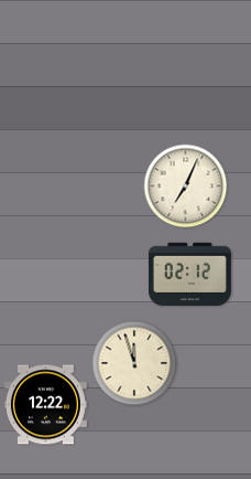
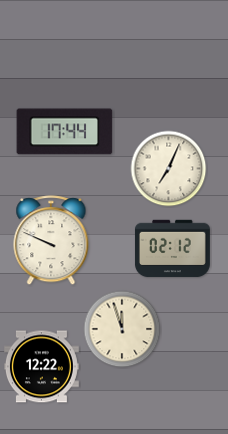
clock at (65, 132): none -> 17:44
clock at (51, 241): none -> 9:49
